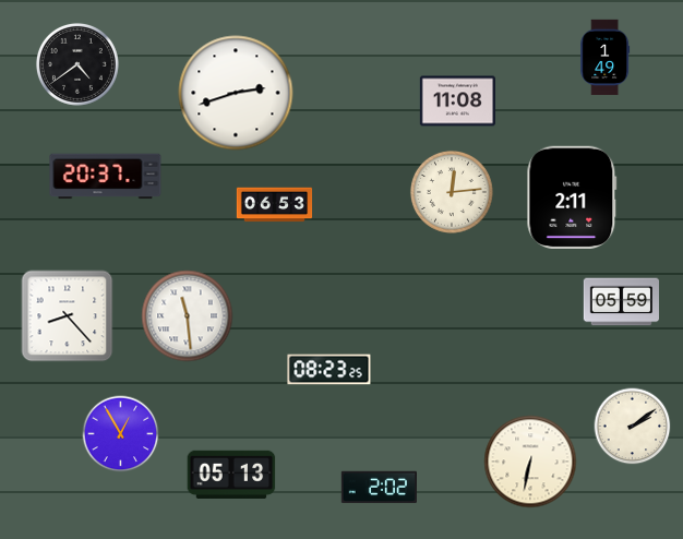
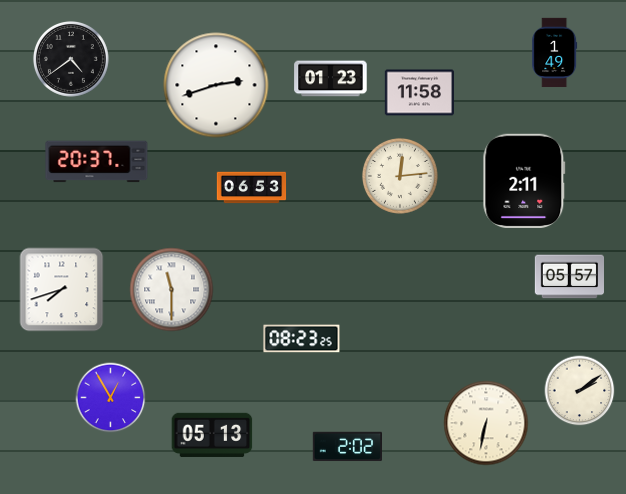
clock at (331, 79): none -> 01:23
clock at (457, 101): 11:08 -> 11:58
clock at (452, 192) position: (452, 192) -> (400, 176)
clock at (621, 302): 05:59 -> 05:57
clock at (68, 316): 8:23 -> 7:42
clock at (188, 316): 11:29 -> 11:30
